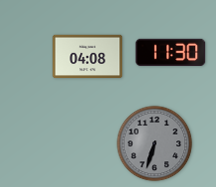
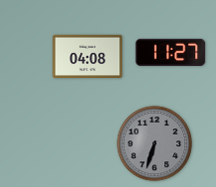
clock at (171, 52): 11:30 -> 11:27
